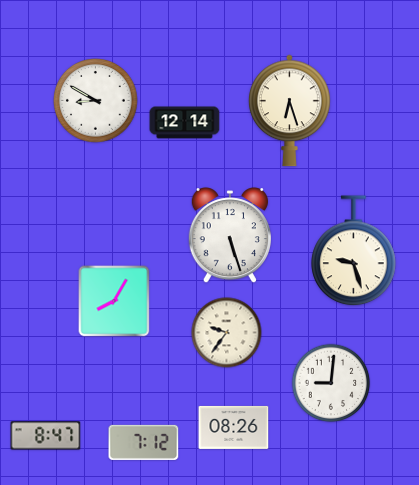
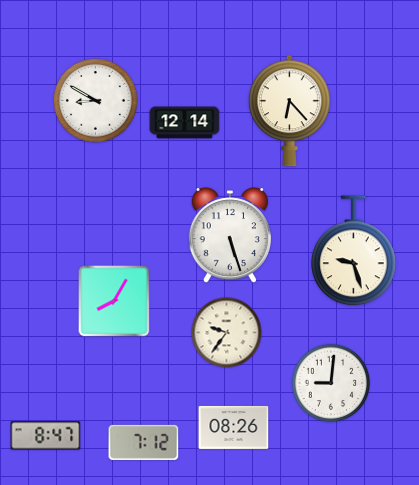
clock at (290, 111): 6:27 -> 6:23
